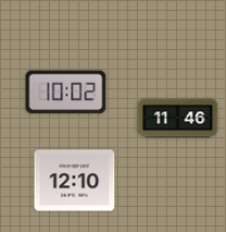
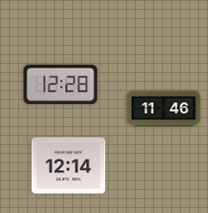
clock at (66, 93): 10:02 -> 12:28
clock at (75, 181): 12:10 -> 12:14
